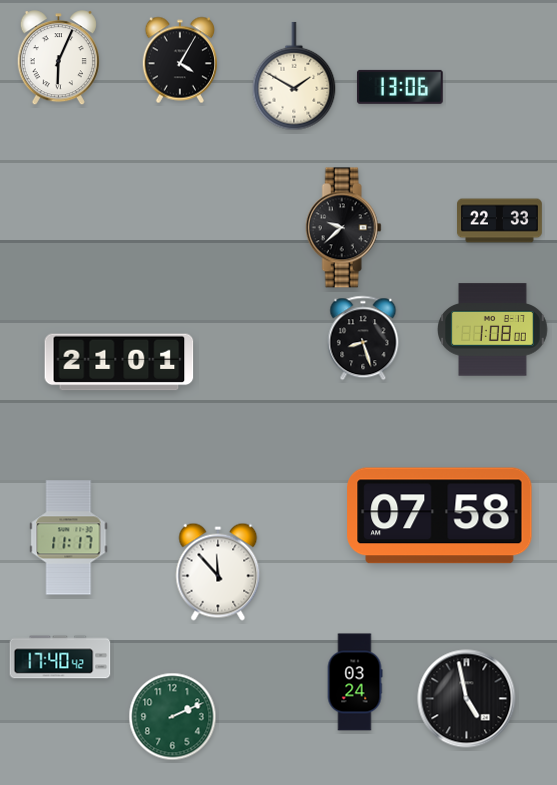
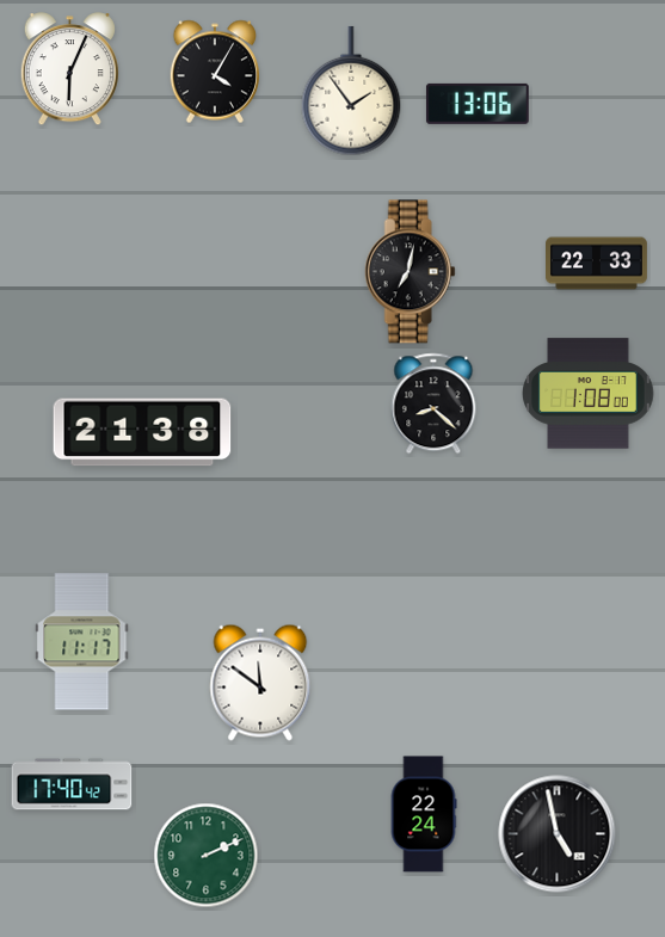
clock at (294, 76): 1:50 -> 1:54
clock at (343, 228): 9:38 -> 7:02
clock at (363, 338): 8:27 -> 8:22
clock at (119, 362): 21:01 -> 21:38
clock at (440, 516): 07:58 -> none
clock at (218, 572): 11:53 -> 11:51
clock at (355, 682): 03:24 -> 22:24
